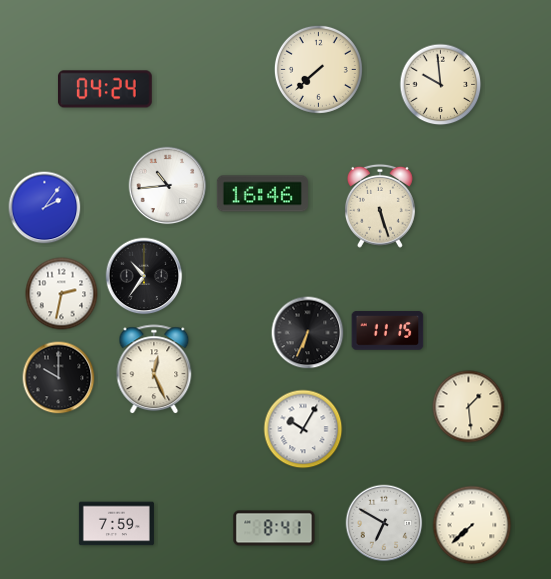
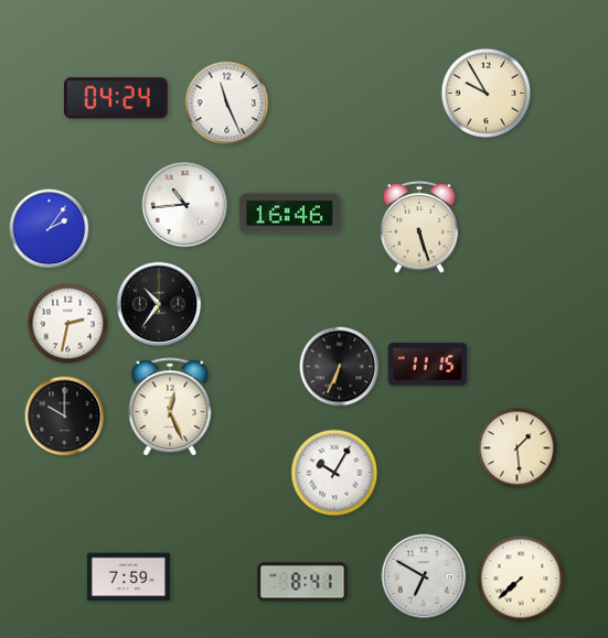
clock at (318, 69): 7:38 -> none
clock at (441, 85): 9:59 -> 9:55
clock at (227, 104): none -> 11:26
